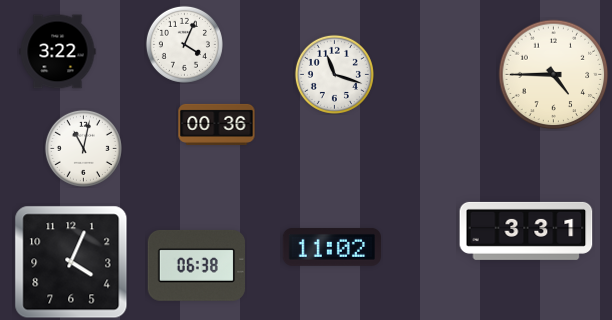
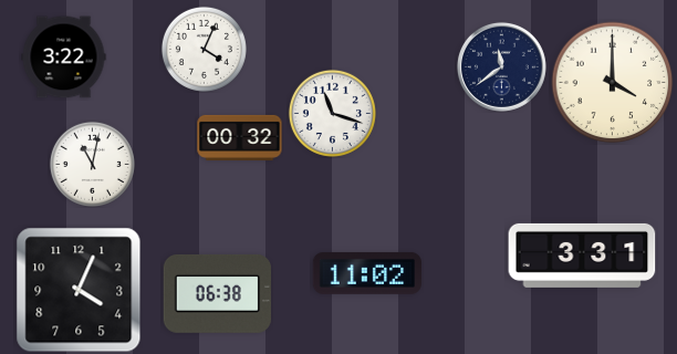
clock at (501, 66): none -> 11:39
clock at (334, 74) position: (334, 74) -> (332, 113)
clock at (554, 75): 4:45 -> 4:00
clock at (217, 124): 00:36 -> 00:32
